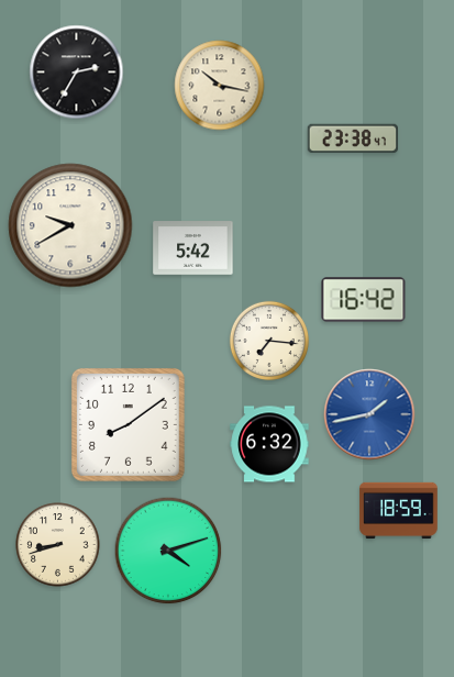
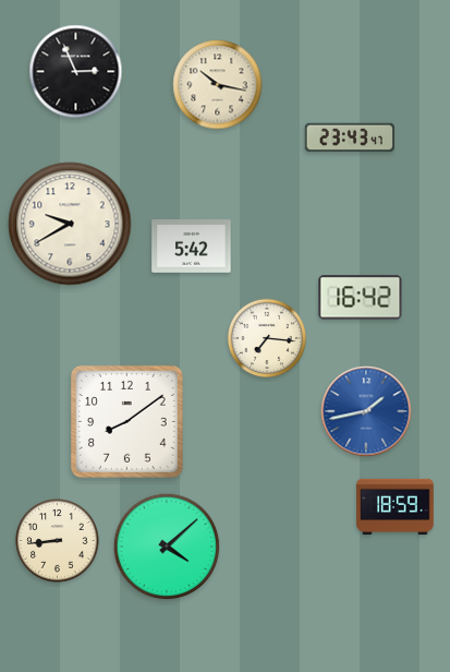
clock at (77, 73): 2:35 -> 2:56
clock at (352, 138): 23:38 -> 23:43
clock at (269, 444): 6:32 -> none
clock at (58, 545): 8:42 -> 8:44
clock at (168, 551): 4:12 -> 4:08
